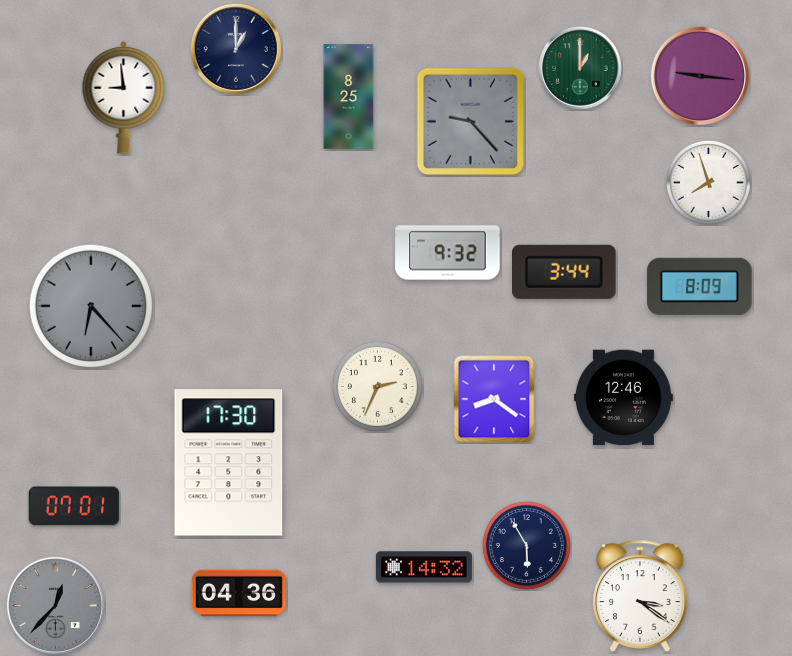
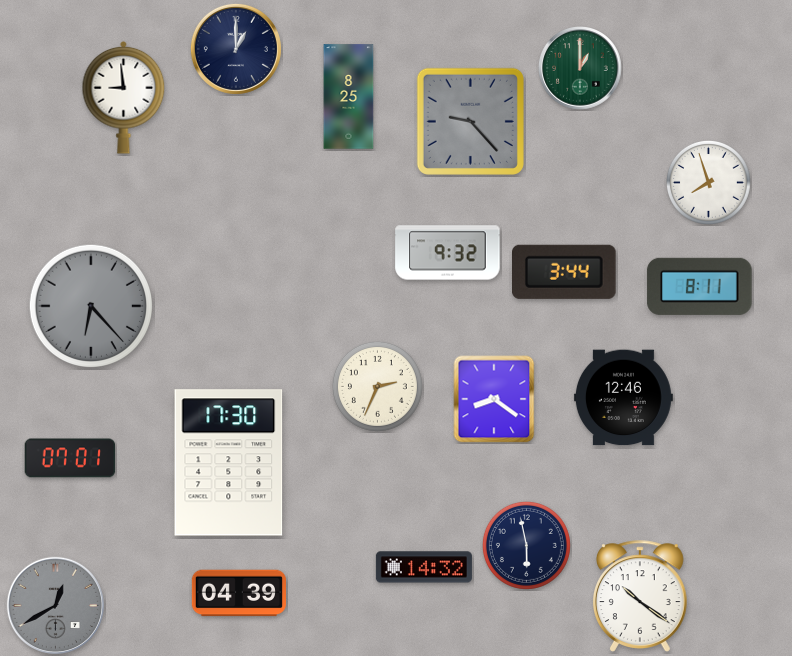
clock at (699, 75): 9:16 -> none
clock at (700, 286): 8:09 -> 8:11
clock at (74, 506) position: (74, 506) -> (70, 458)
clock at (526, 545): 5:55 -> 5:58
clock at (239, 593): 04:36 -> 04:39
clock at (640, 596): 3:21 -> 10:21
clock at (55, 605): 12:37 -> 12:40
